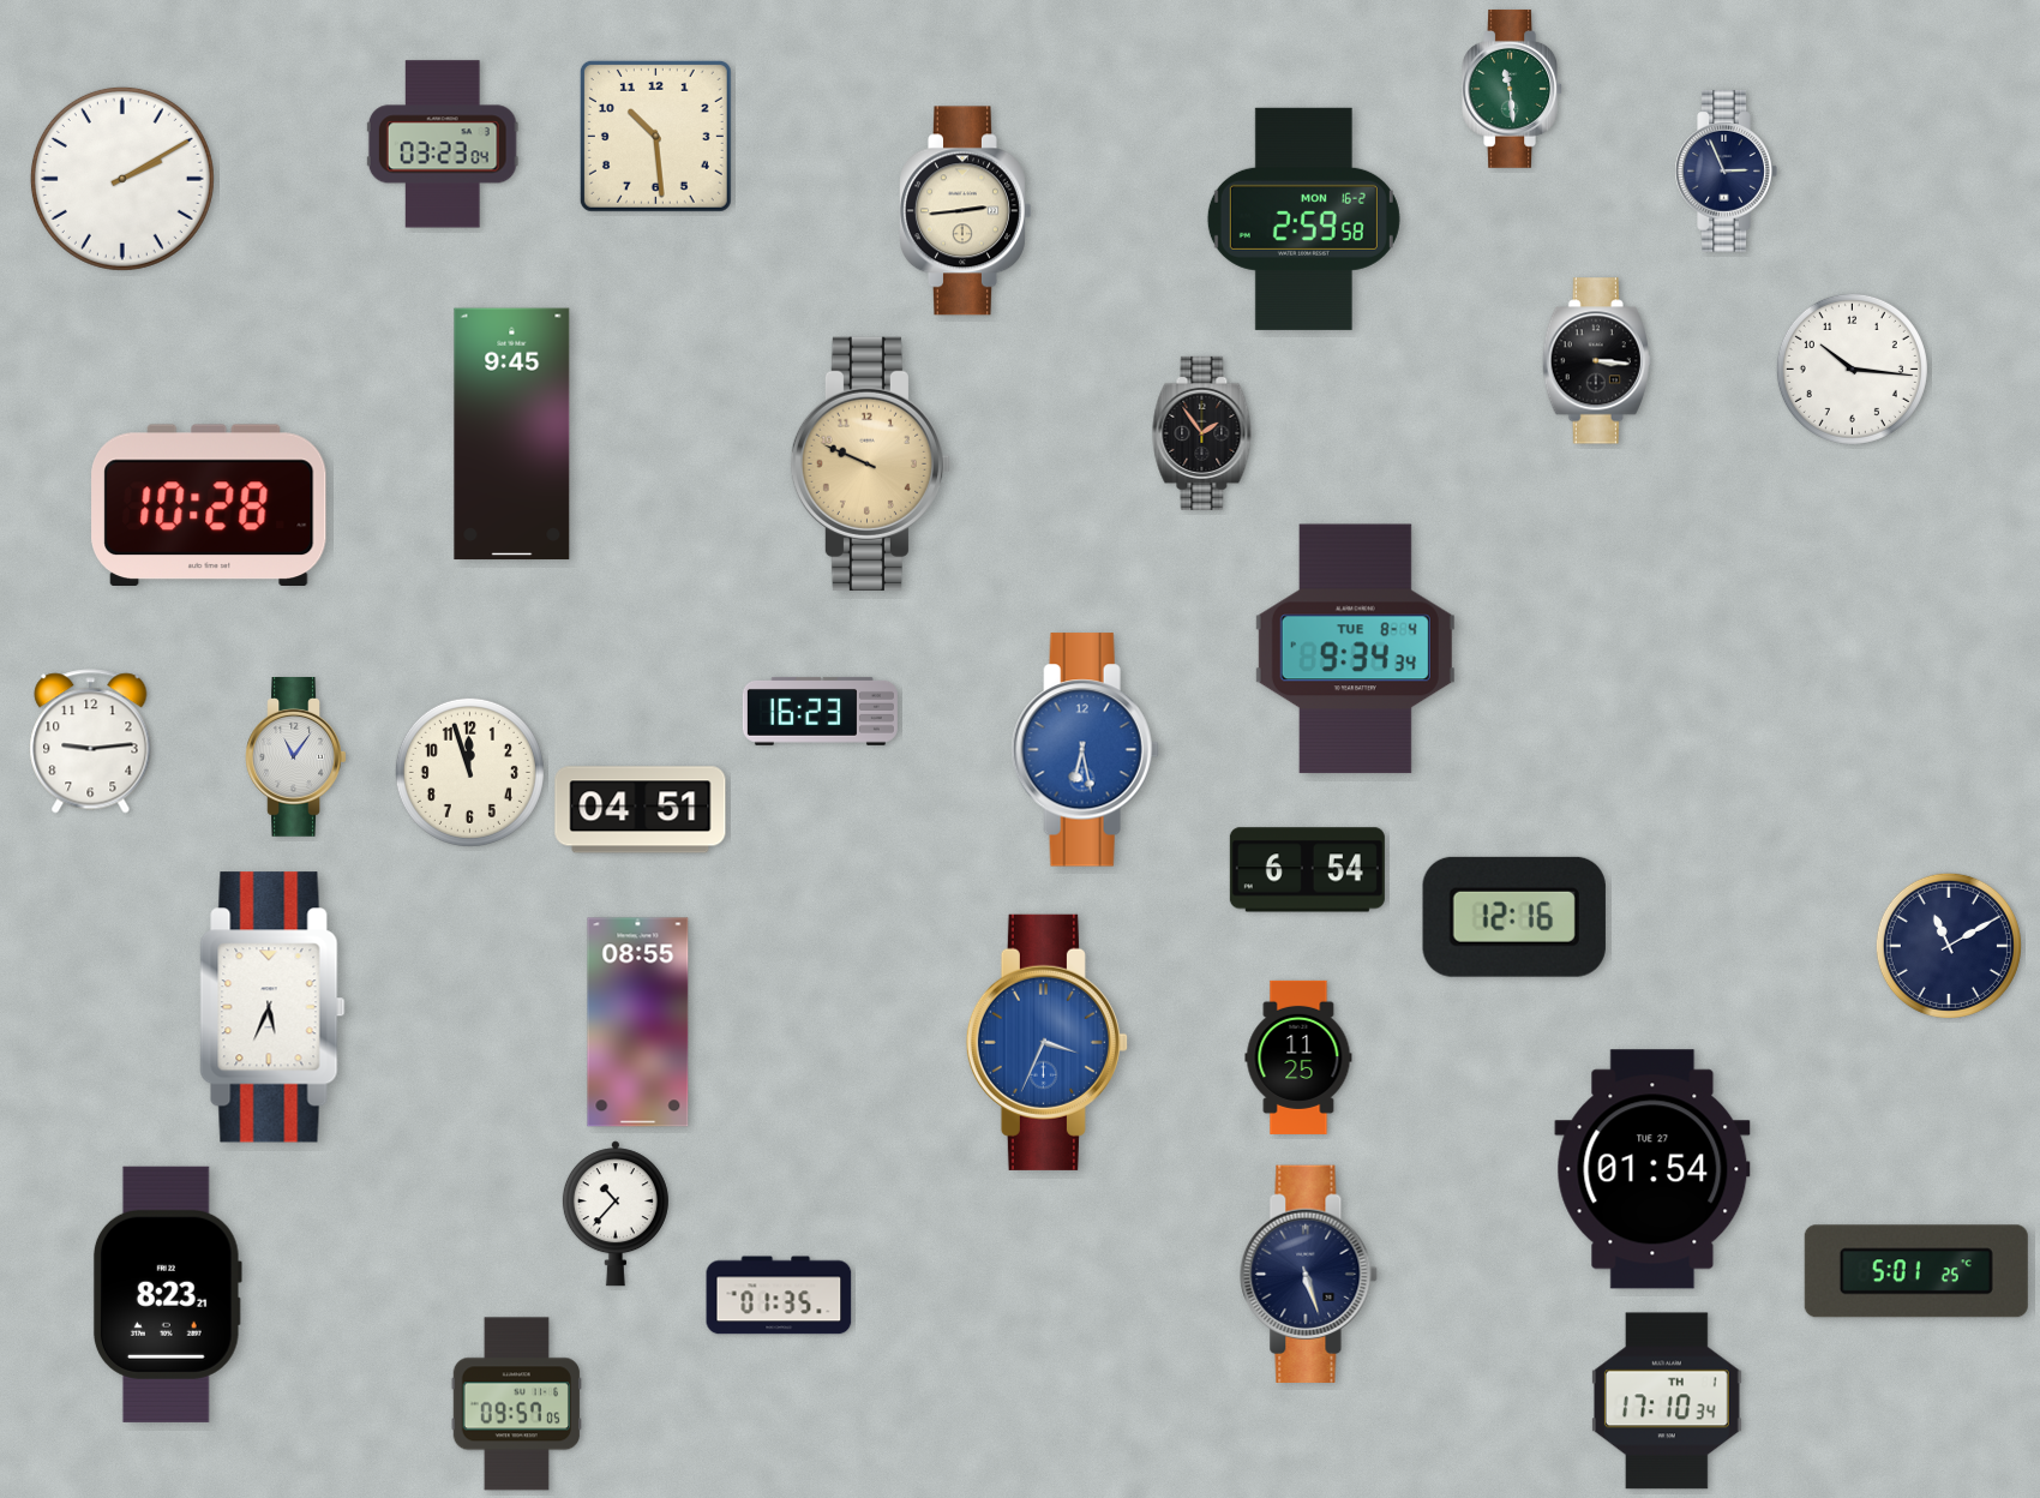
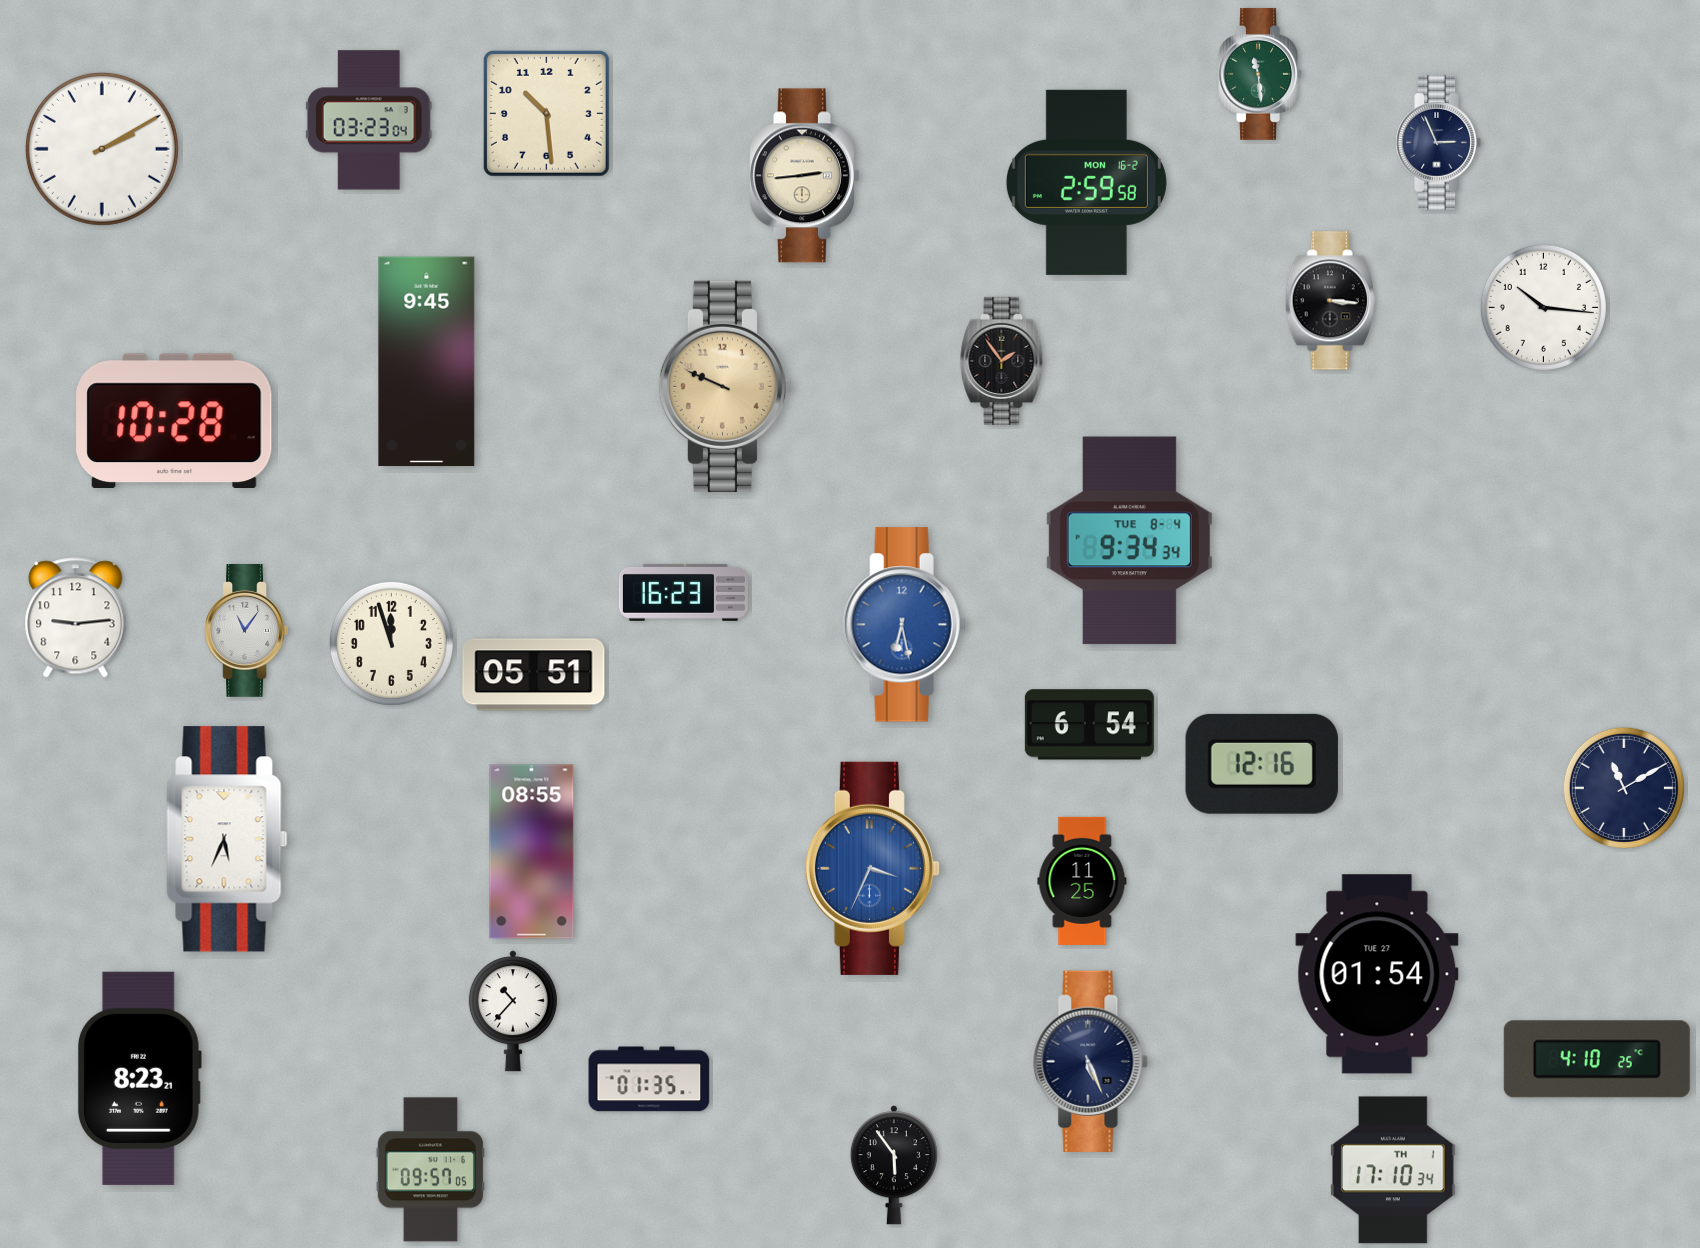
clock at (641, 810): 04:51 -> 05:51
clock at (1916, 1271): 5:01 -> 4:10
clock at (1309, 1274): 5:27 -> 5:26
clock at (894, 1165): none -> 5:54
clock at (1667, 1401) position: (1667, 1401) -> (1393, 1170)
